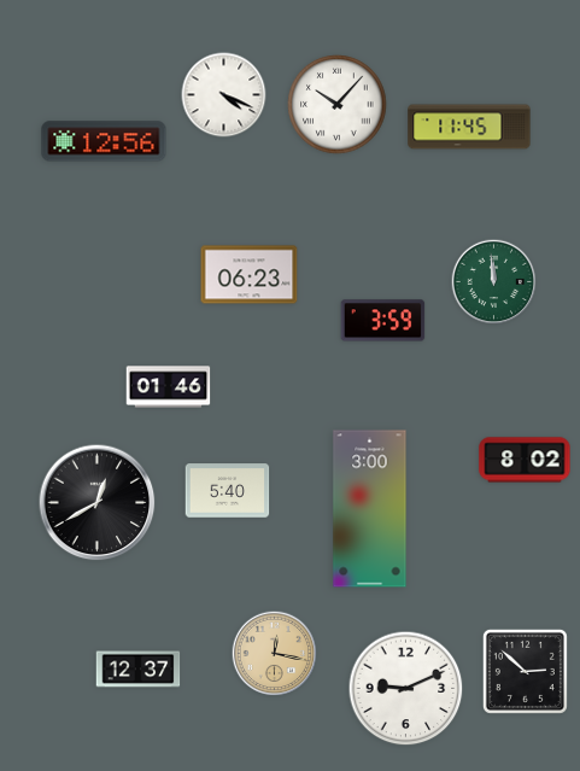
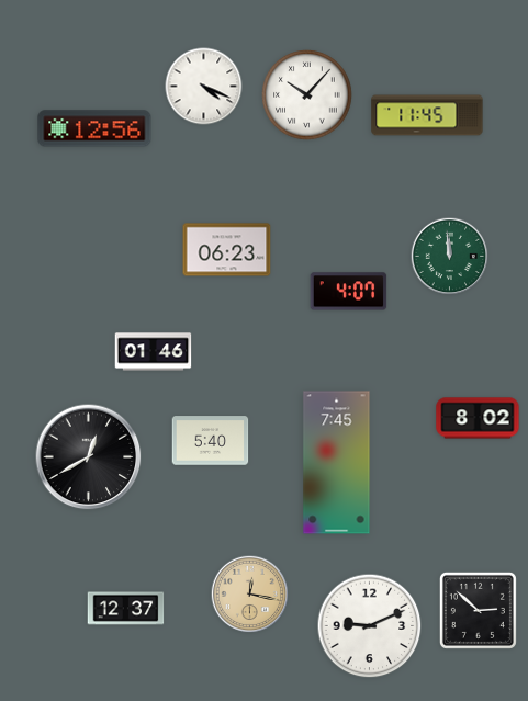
clock at (383, 321): 3:59 -> 4:07
clock at (228, 491) position: (228, 491) -> (211, 441)
clock at (370, 509): 3:00 -> 7:45
